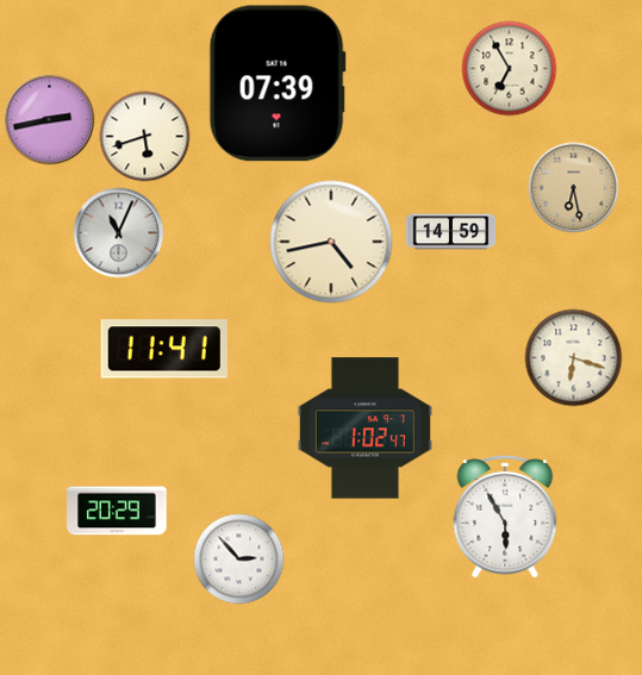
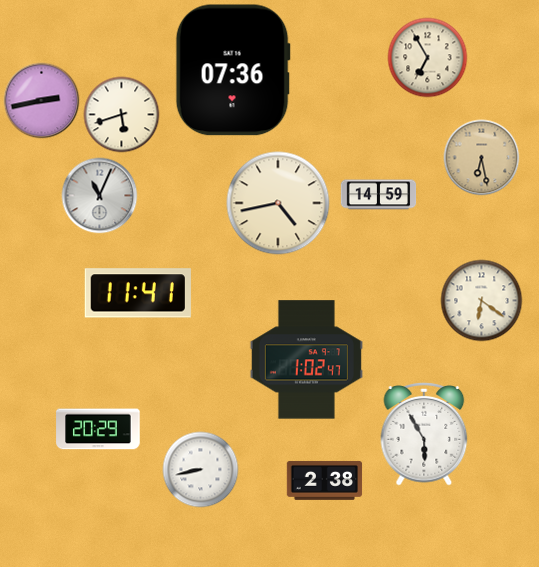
clock at (278, 83): 07:39 -> 07:36
clock at (574, 358): 6:18 -> 6:21
clock at (239, 560): 2:53 -> 8:43
clock at (325, 481): none -> 2:38
